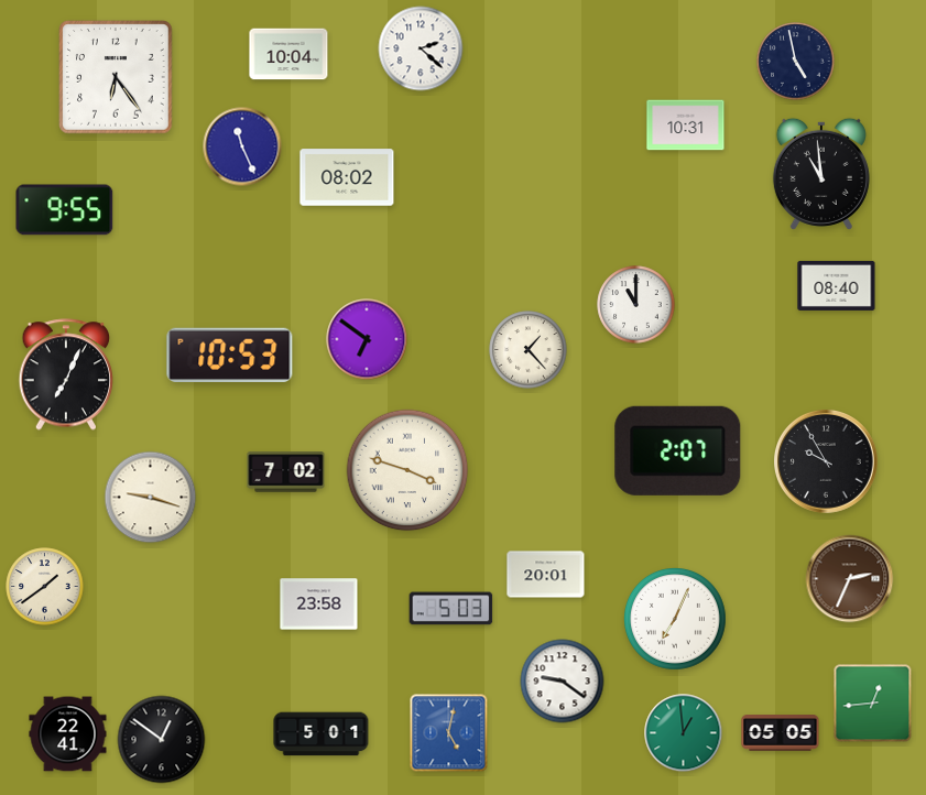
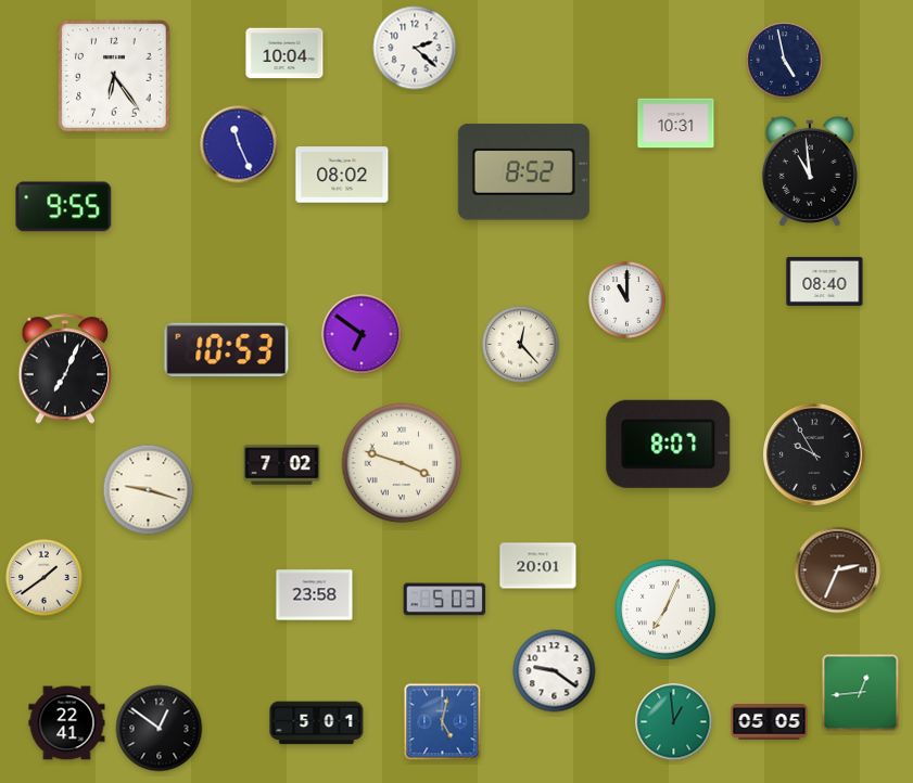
clock at (523, 172): none -> 8:52
clock at (529, 350): 1:23 -> 12:23
clock at (678, 450): 2:07 -> 8:07
